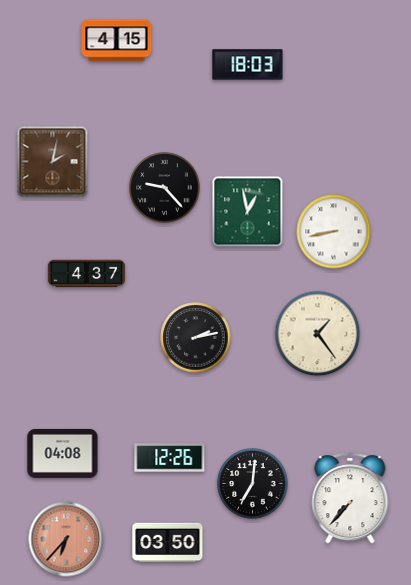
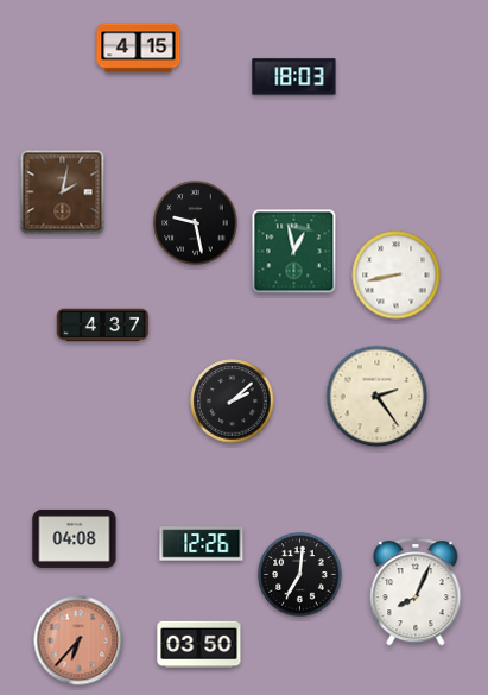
clock at (165, 188): 9:23 -> 9:28
clock at (318, 334): 1:24 -> 2:24
clock at (196, 338): 2:13 -> 2:08
clock at (350, 498): 7:37 -> 8:04
